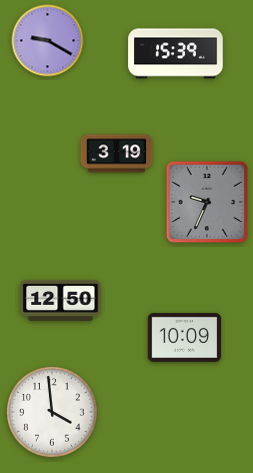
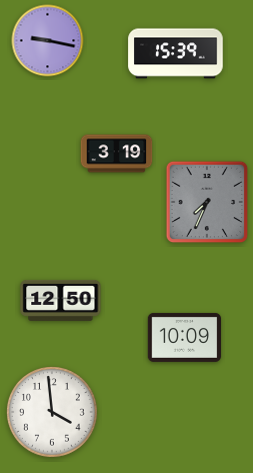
clock at (48, 41): 9:20 -> 9:17
clock at (207, 202): 9:34 -> 7:34
